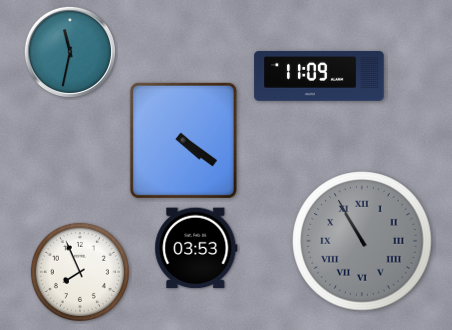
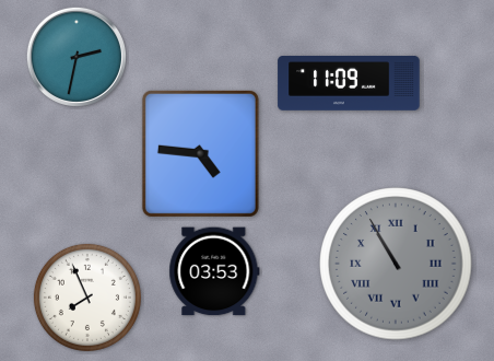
clock at (70, 52): 11:32 -> 2:32
clock at (183, 140): 4:21 -> 4:46
